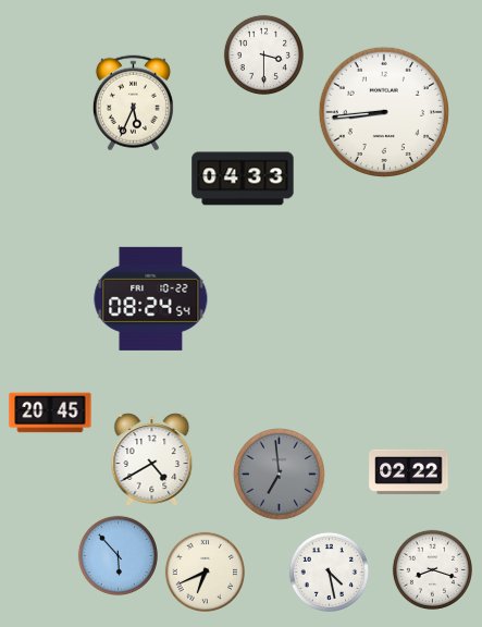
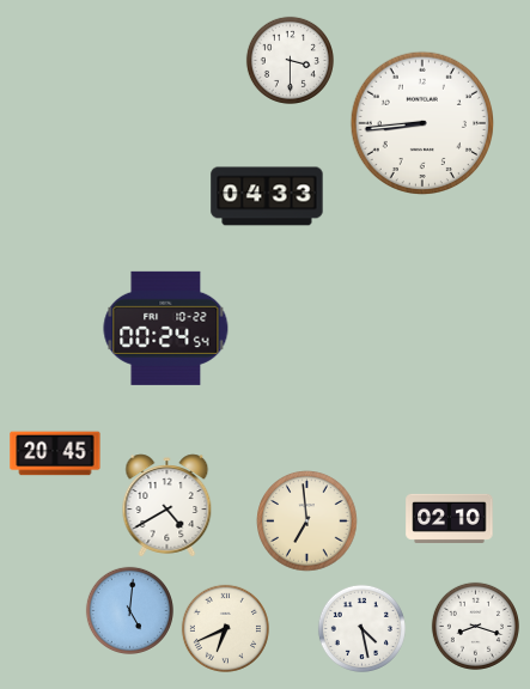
clock at (133, 103): 5:34 -> none
clock at (151, 298): 08:24 -> 00:24
clock at (409, 471): 02:22 -> 02:10
clock at (280, 475) dial: grey -> cream
clock at (118, 555): 5:53 -> 5:01
